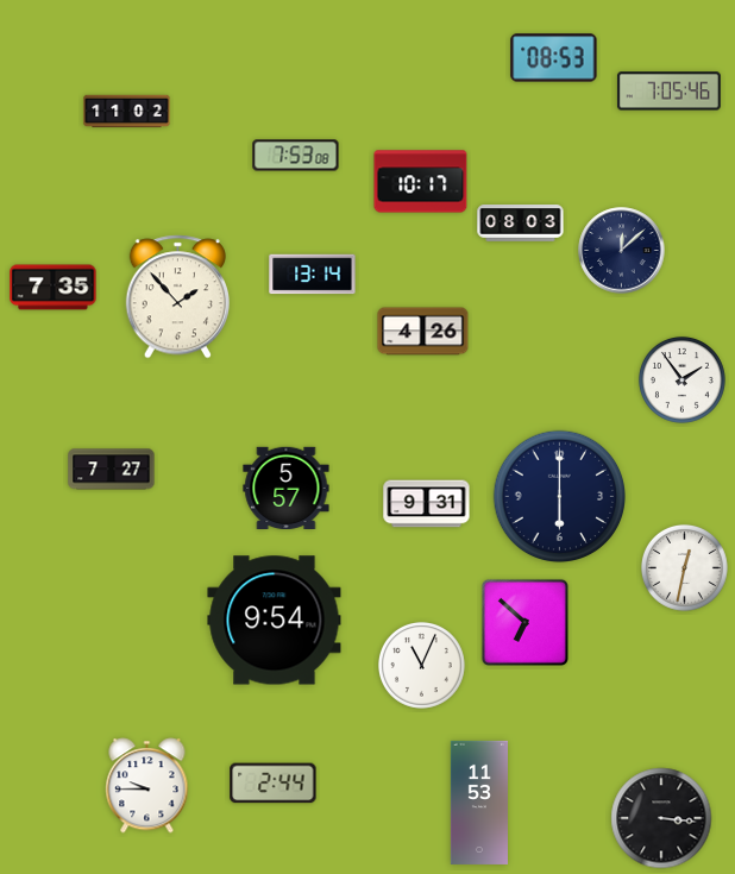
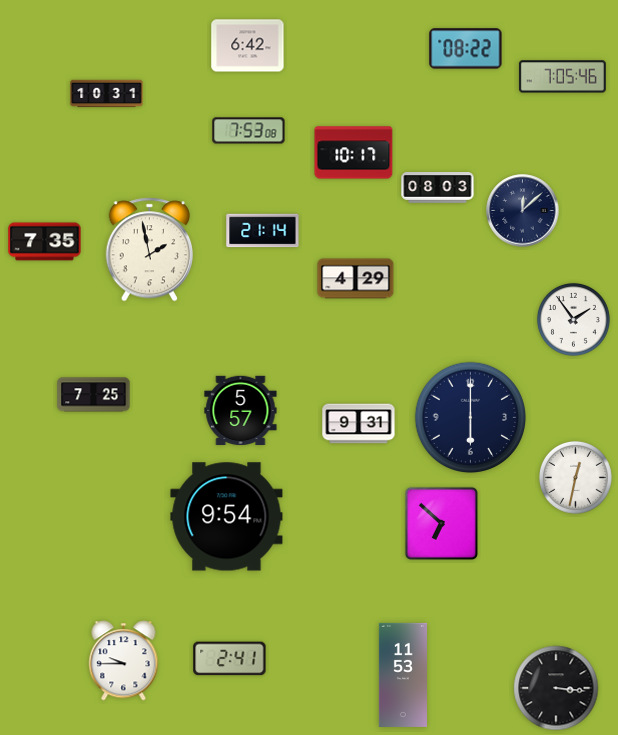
clock at (248, 46): none -> 6:42
clock at (554, 58): 08:53 -> 08:22
clock at (127, 112): 11:02 -> 10:31
clock at (313, 275): 13:14 -> 21:14
clock at (177, 297): 1:53 -> 1:58
clock at (423, 332): 4:26 -> 4:29
clock at (112, 470): 7:27 -> 7:25
clock at (275, 621) position: (275, 621) -> (227, 517)
clock at (421, 665): 11:04 -> none
clock at (274, 784): 2:44 -> 2:41
